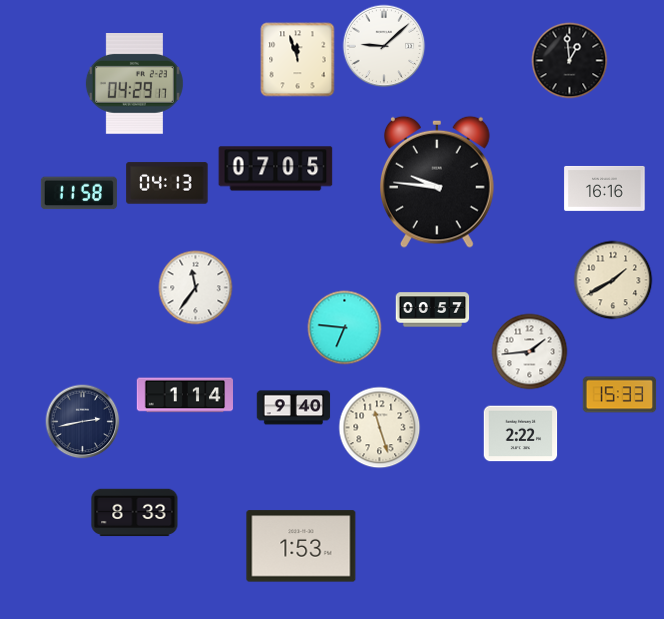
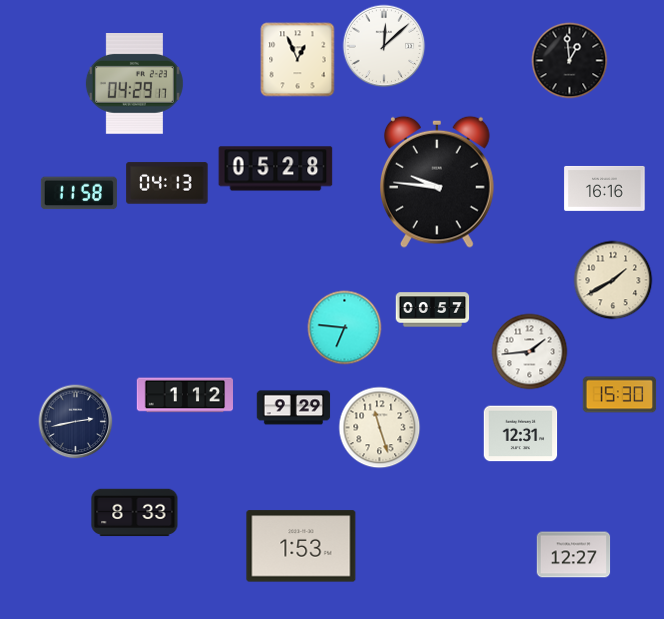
clock at (384, 46): 9:08 -> 12:08
clock at (298, 60): 11:57 -> 12:56
clock at (276, 169): 07:05 -> 05:28
clock at (196, 288): 11:36 -> none
clock at (184, 395): 1:14 -> 1:12
clock at (620, 395): 15:33 -> 15:30
clock at (294, 408): 9:40 -> 9:29
clock at (83, 422) position: (83, 422) -> (76, 422)
clock at (521, 434): 2:22 -> 12:31
clock at (574, 555): none -> 12:27
